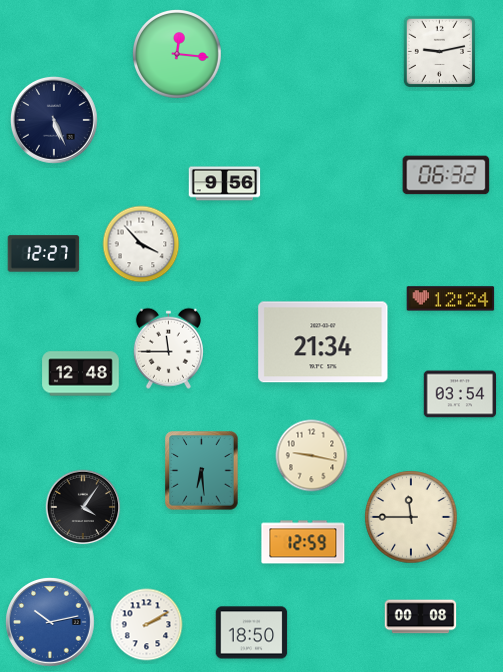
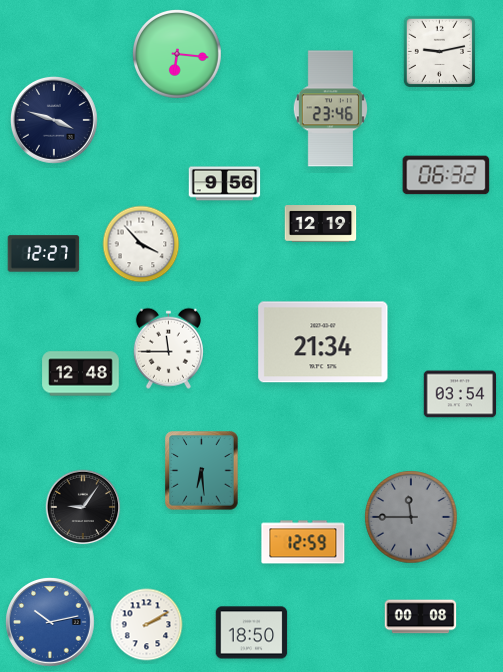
clock at (178, 55): 12:16 -> 6:16
clock at (330, 109): none -> 23:46
clock at (54, 120): 5:26 -> 3:48
clock at (321, 224): none -> 12:19
clock at (451, 299): 12:24 -> none
clock at (312, 456): 9:17 -> none
clock at (83, 507): 4:06 -> 9:06
clock at (411, 517) dial: cream -> grey
